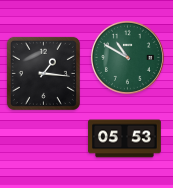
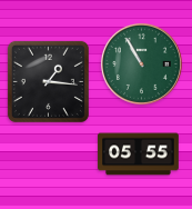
clock at (127, 57): 10:50 -> 10:55
clock at (125, 139): 05:53 -> 05:55
